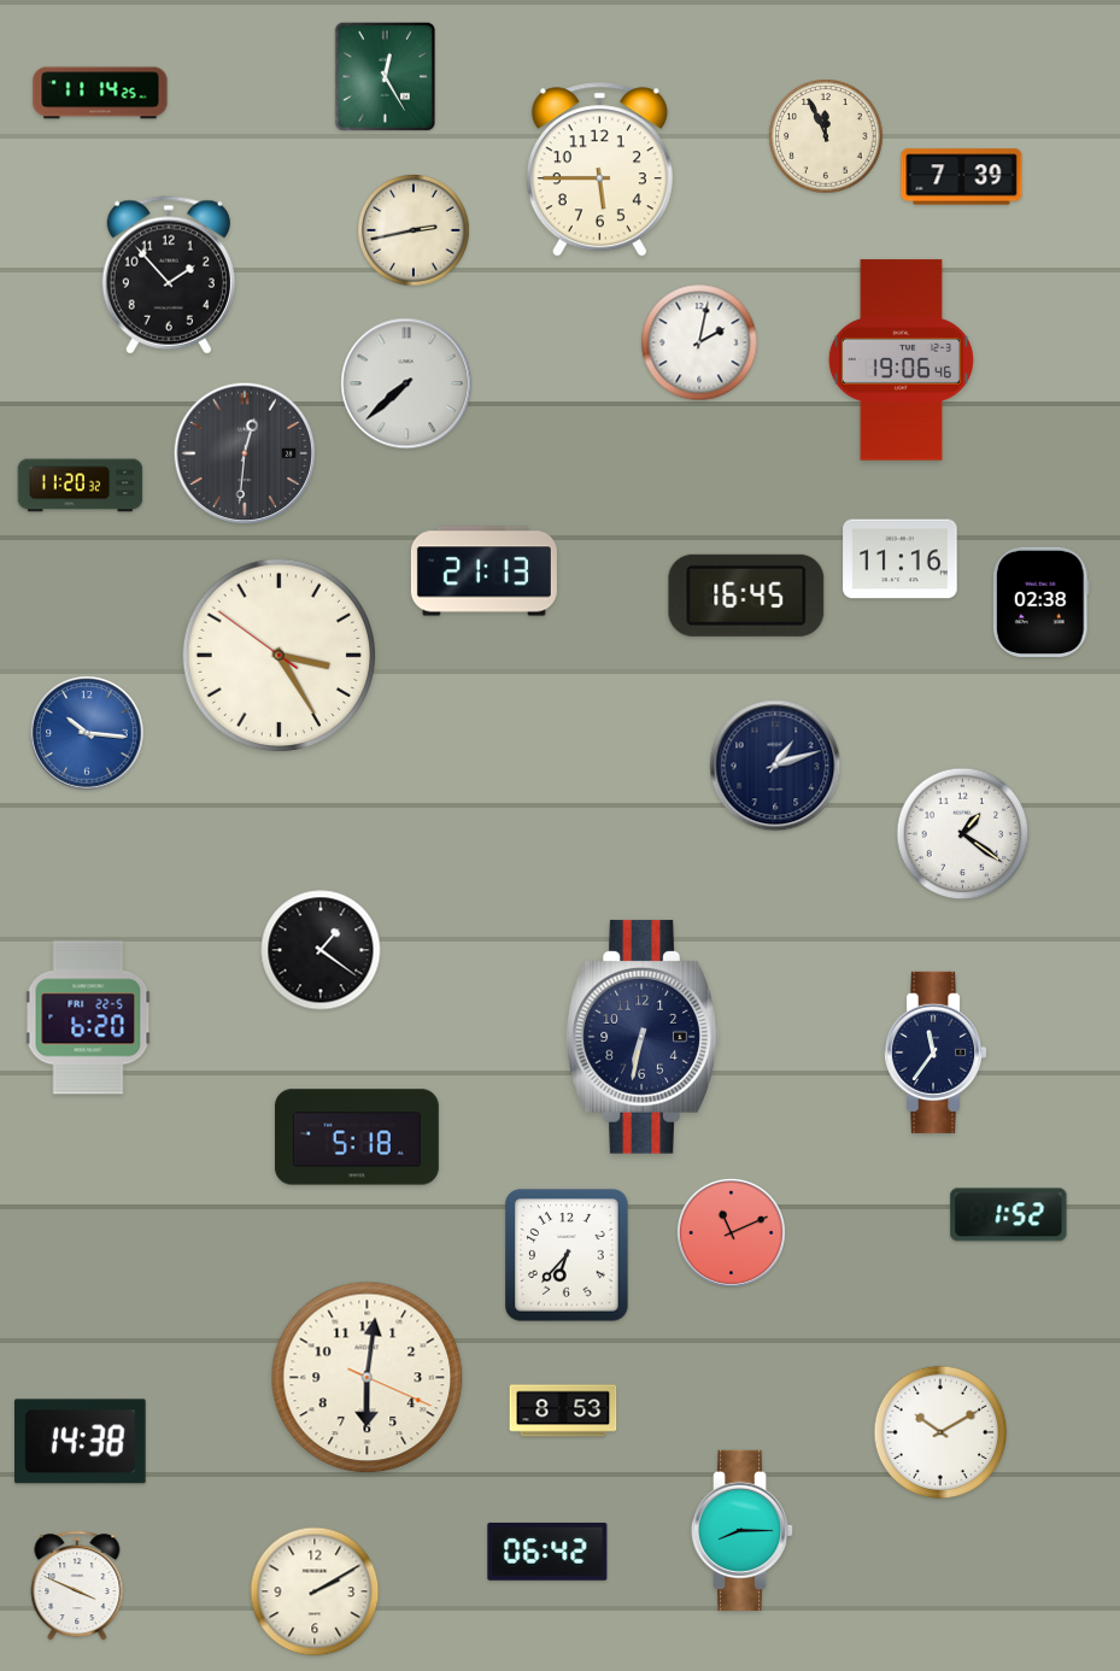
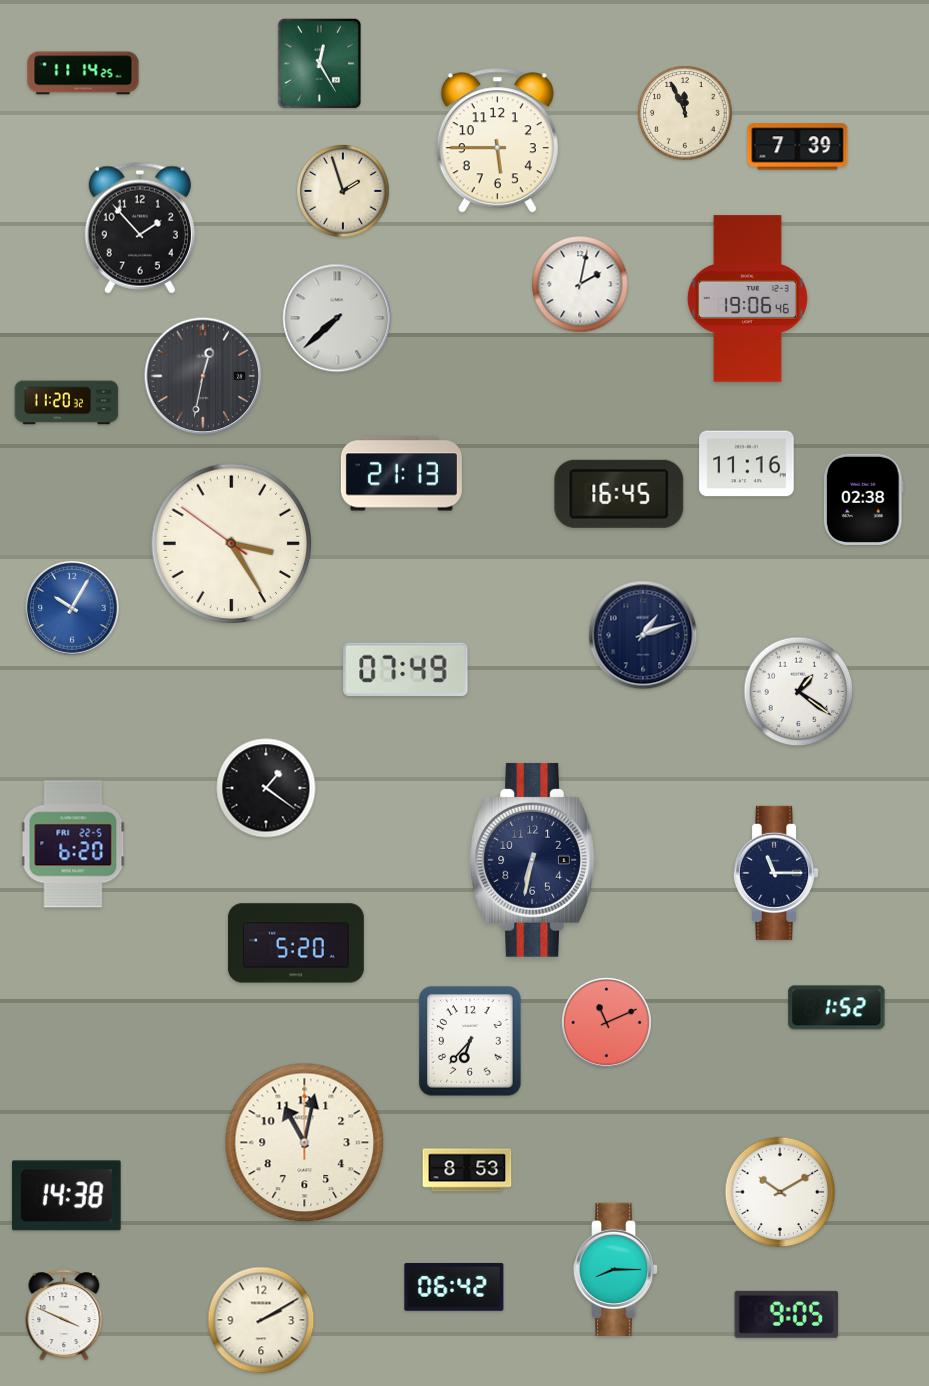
clock at (100, 93) position: (100, 93) -> (83, 73)
clock at (414, 230): 2:43 -> 1:57
clock at (245, 453): 12:31 -> 12:32
clock at (87, 733): 10:16 -> 10:05
clock at (406, 669): none -> 07:49
clock at (937, 1053): 11:36 -> 11:15
clock at (357, 1137): 5:18 -> 5:20
clock at (368, 1378): 6:01 -> 11:02
clock at (940, 1432) position: (940, 1432) -> (780, 1192)
clock at (786, 1314): none -> 9:05
